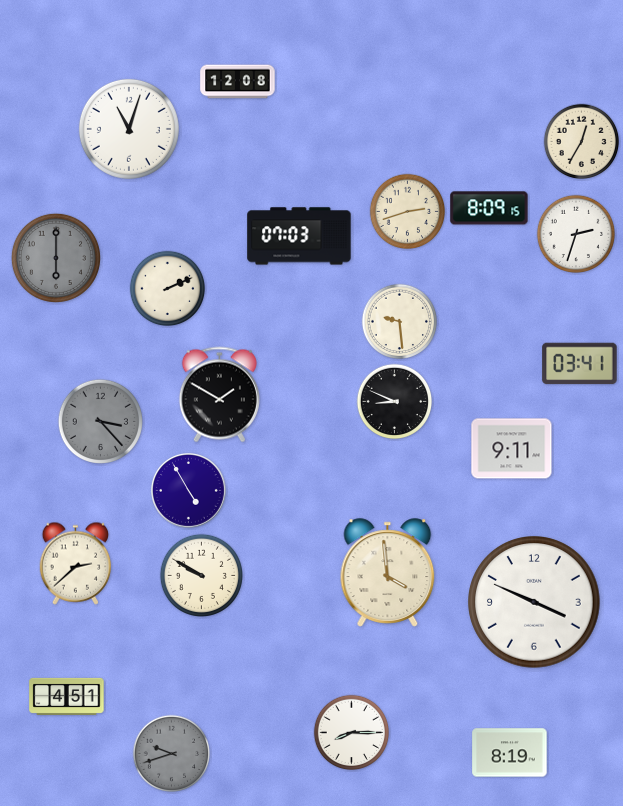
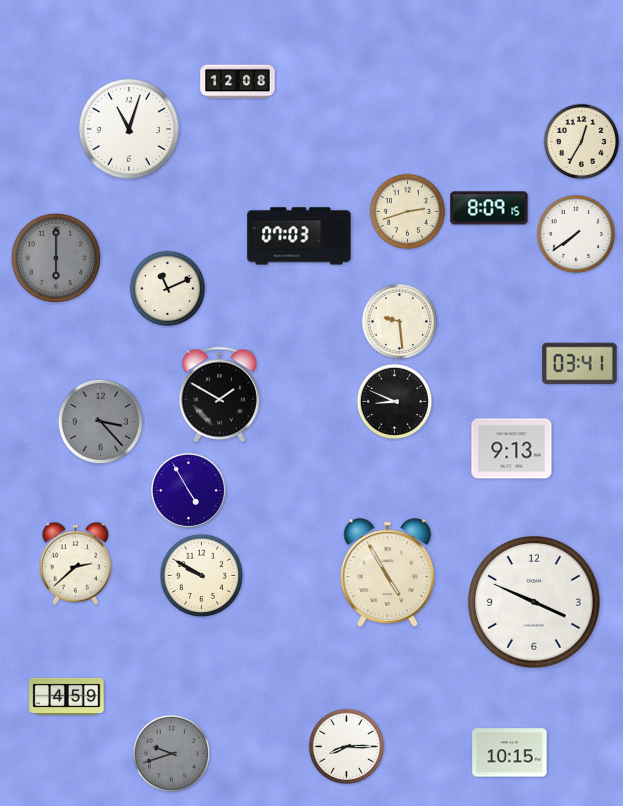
clock at (575, 233): 2:33 -> 7:39
clock at (168, 289): 2:11 -> 11:11
clock at (512, 449): 9:11 -> 9:13
clock at (388, 573): 3:59 -> 4:55
clock at (67, 696): 4:51 -> 4:59
clock at (352, 733) position: (352, 733) -> (347, 747)
clock at (510, 753): 8:19 -> 10:15
